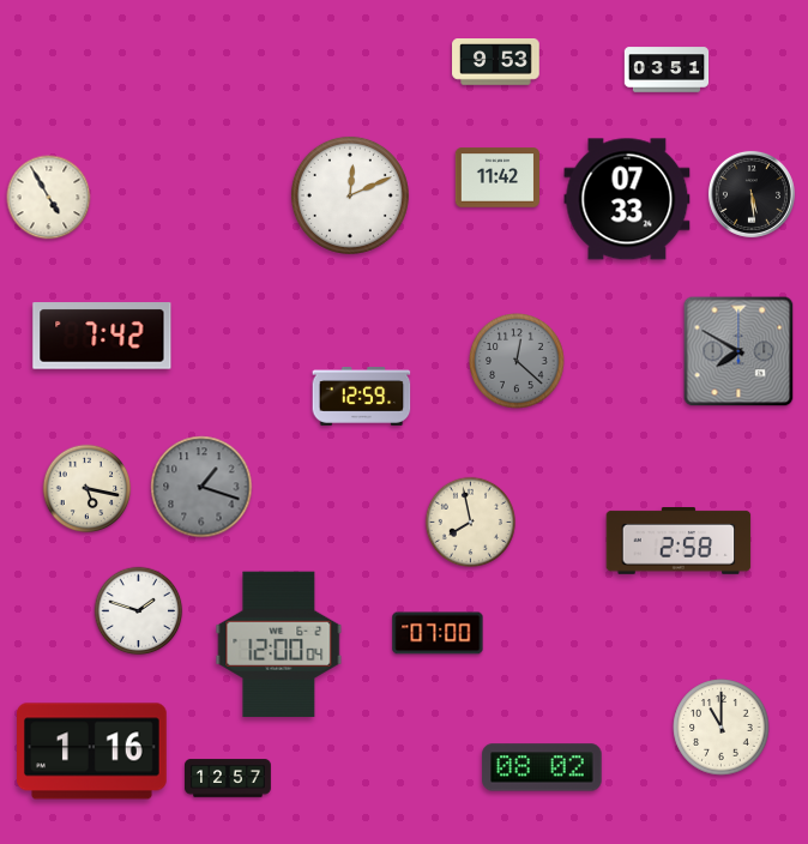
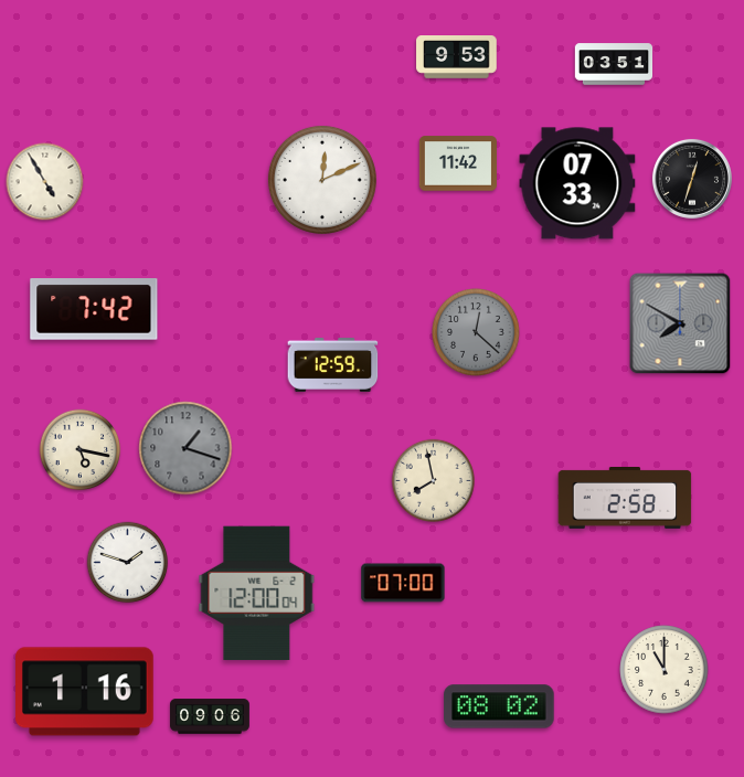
clock at (752, 194): 5:29 -> 12:33
clock at (229, 778): 12:57 -> 09:06
